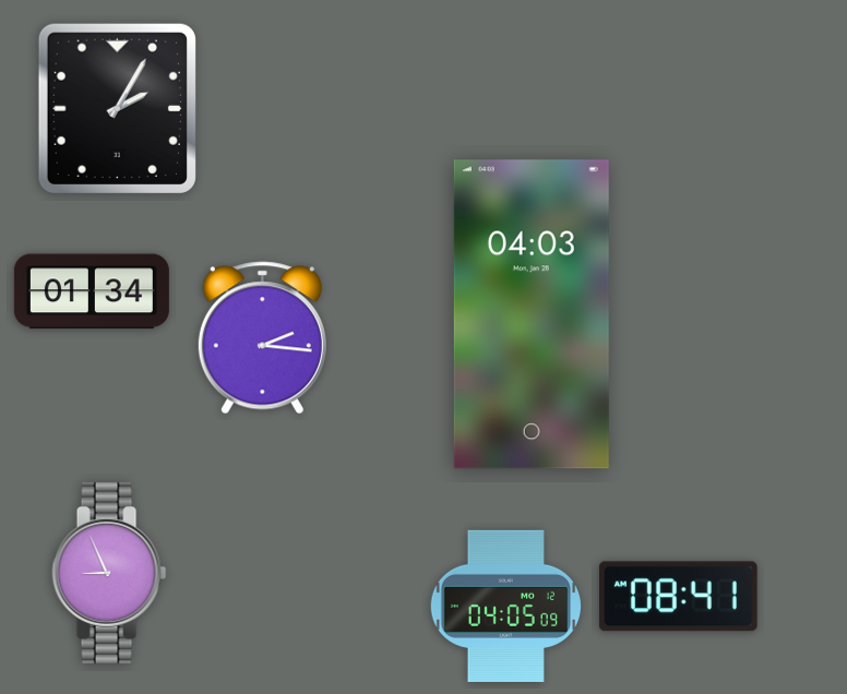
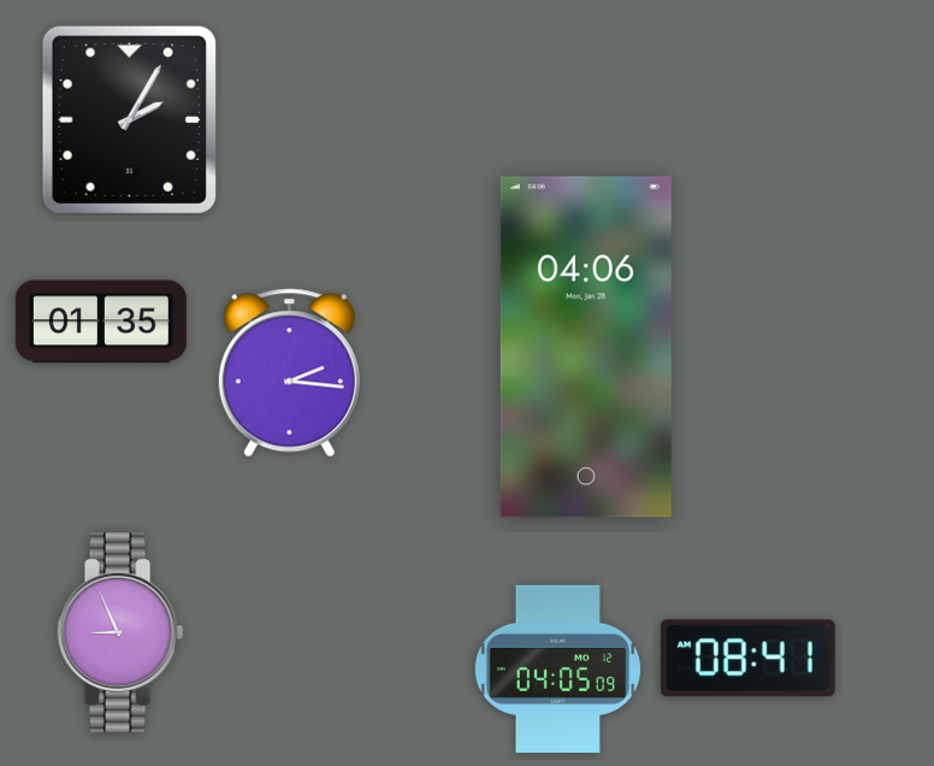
clock at (92, 291): 01:34 -> 01:35
clock at (532, 314): 04:03 -> 04:06
